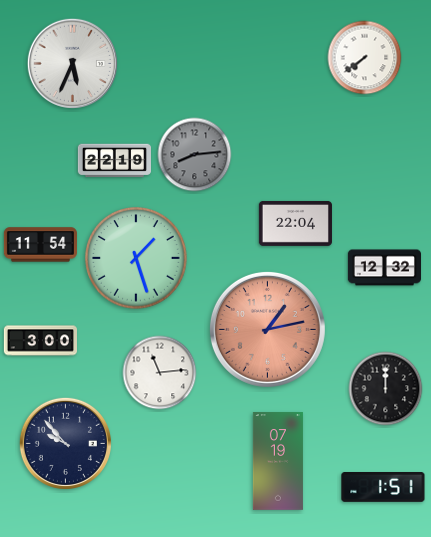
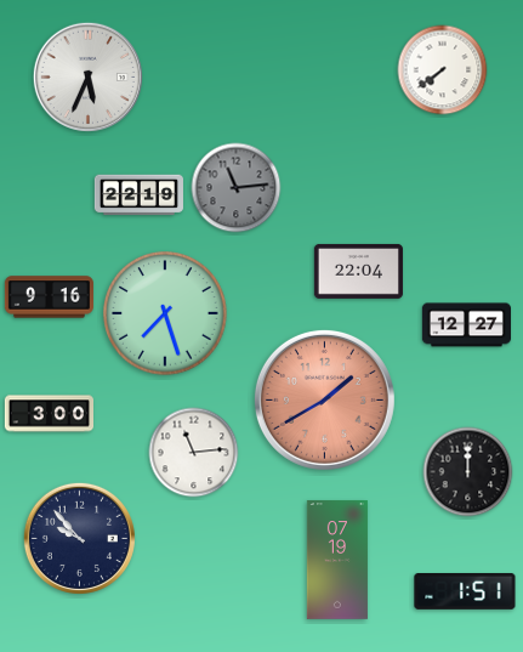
clock at (195, 155): 8:14 -> 11:14
clock at (40, 245): 11:54 -> 9:16
clock at (137, 259): 1:27 -> 7:27
clock at (384, 268): 12:32 -> 12:27
clock at (267, 329): 1:13 -> 1:40
